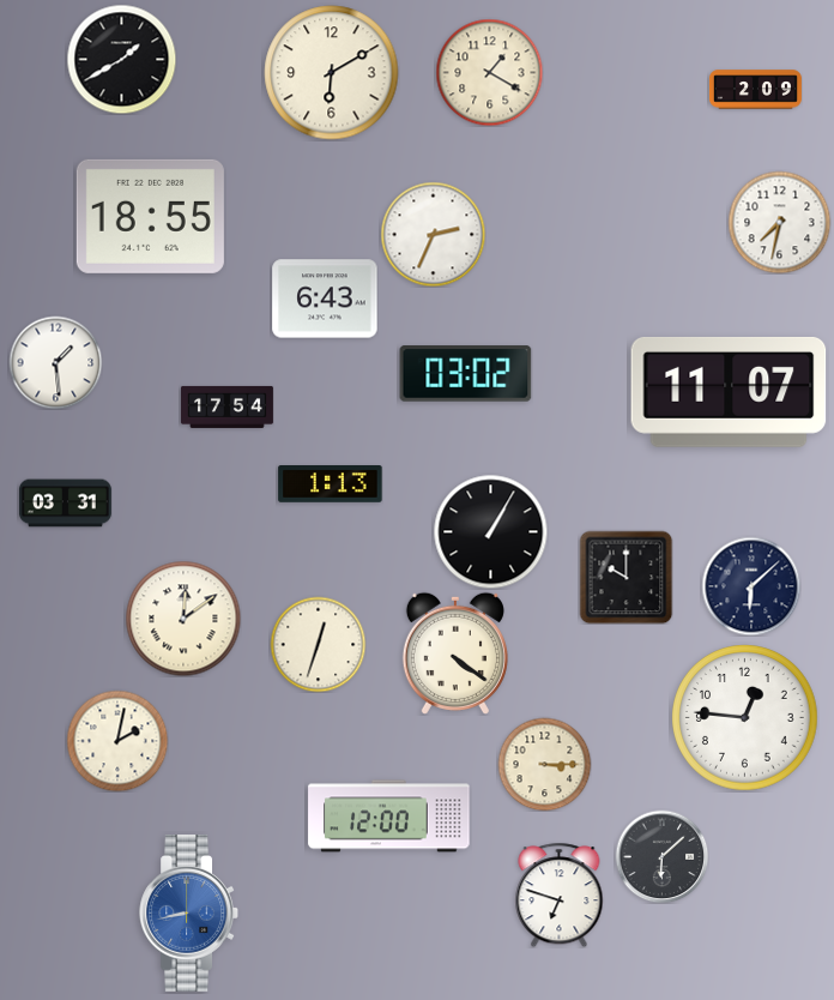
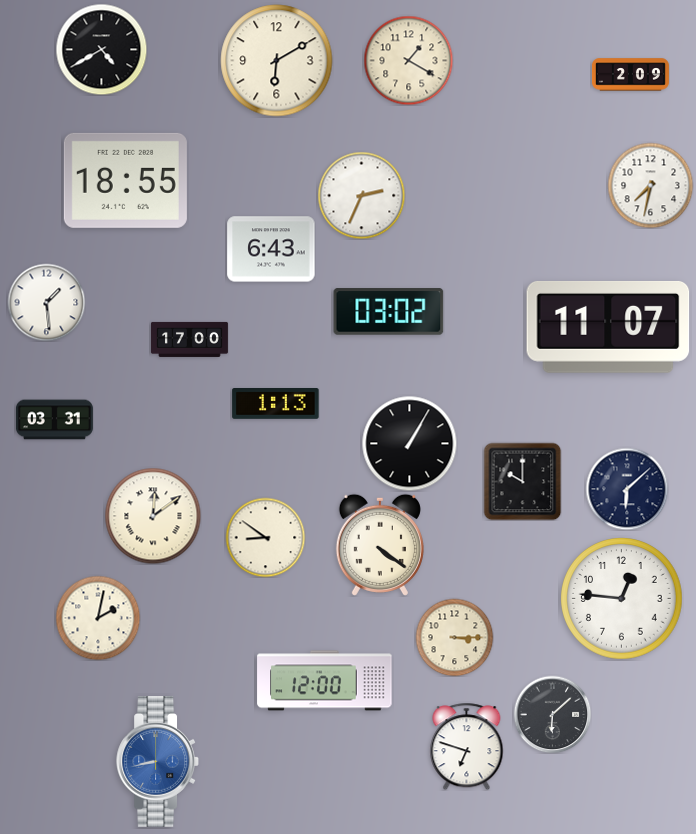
clock at (121, 59): 1:40 -> 4:40
clock at (226, 406): 17:54 -> 17:00
clock at (318, 644): 12:33 -> 8:51
